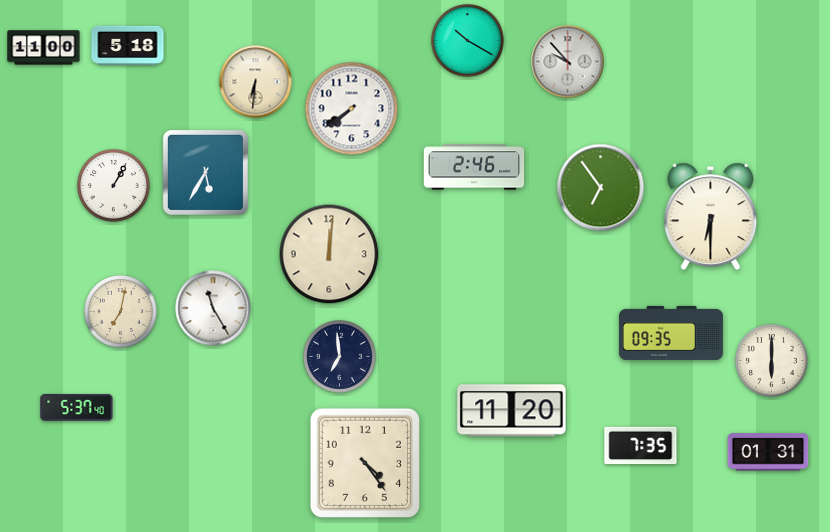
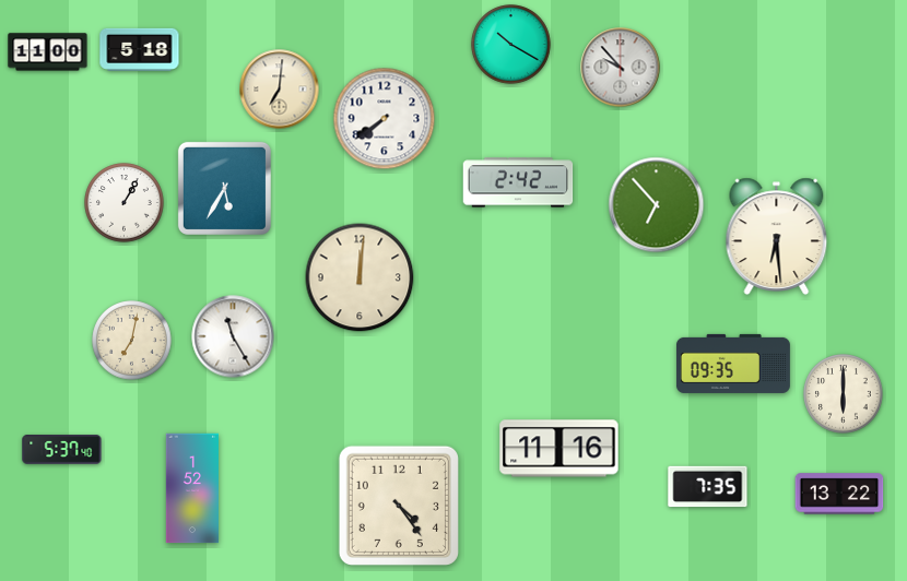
clock at (256, 82): 6:31 -> 7:01
clock at (474, 167): 2:46 -> 2:42
clock at (601, 188): 6:54 -> 6:53
clock at (711, 216): 6:30 -> 6:29
clock at (340, 357): 6:59 -> none
clock at (77, 408) position: (77, 408) -> (62, 450)
clock at (512, 411): 11:20 -> 11:16
clock at (641, 446) position: (641, 446) -> (708, 487)
clock at (191, 488): none -> 1:52
clock at (768, 452): 01:31 -> 13:22
